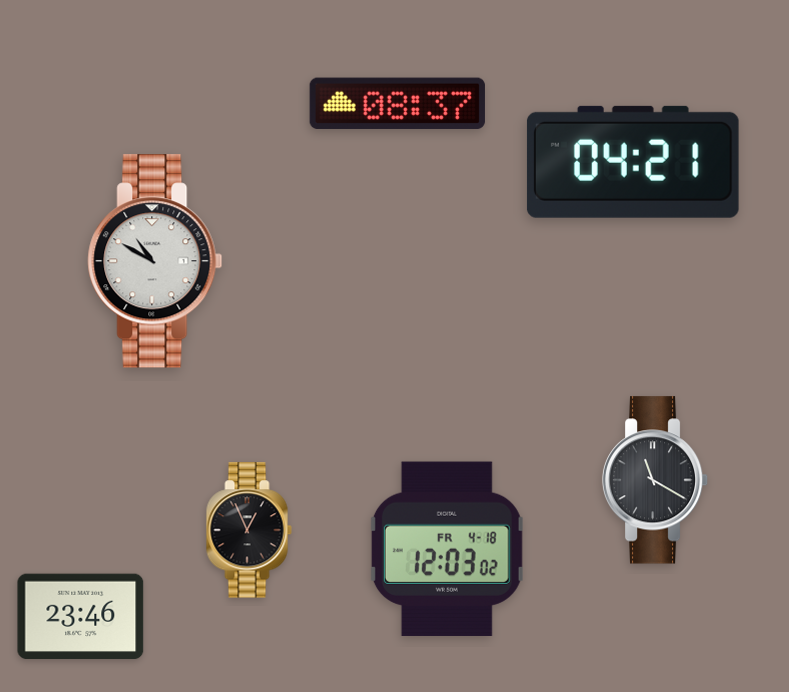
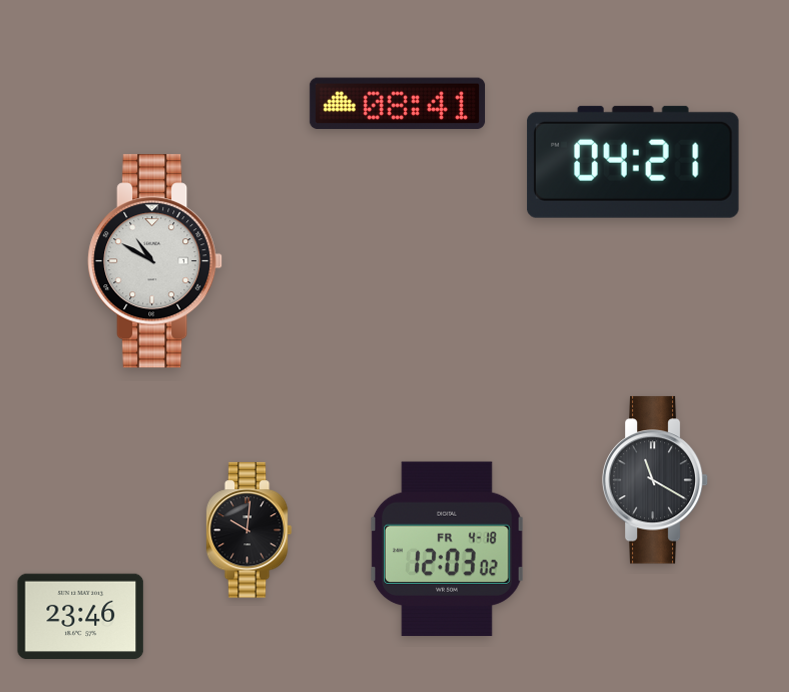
clock at (397, 103): 08:37 -> 08:41
clock at (249, 530): 12:56 -> 10:01
